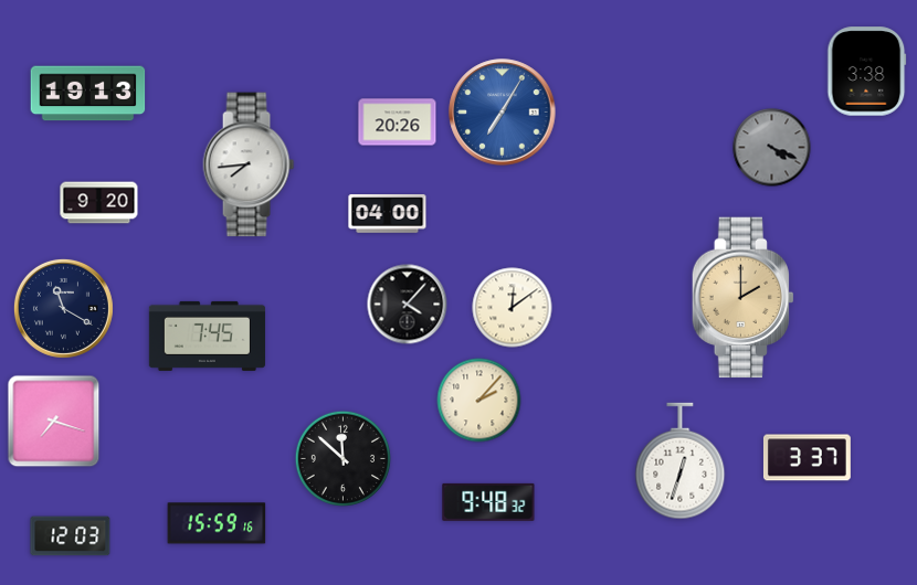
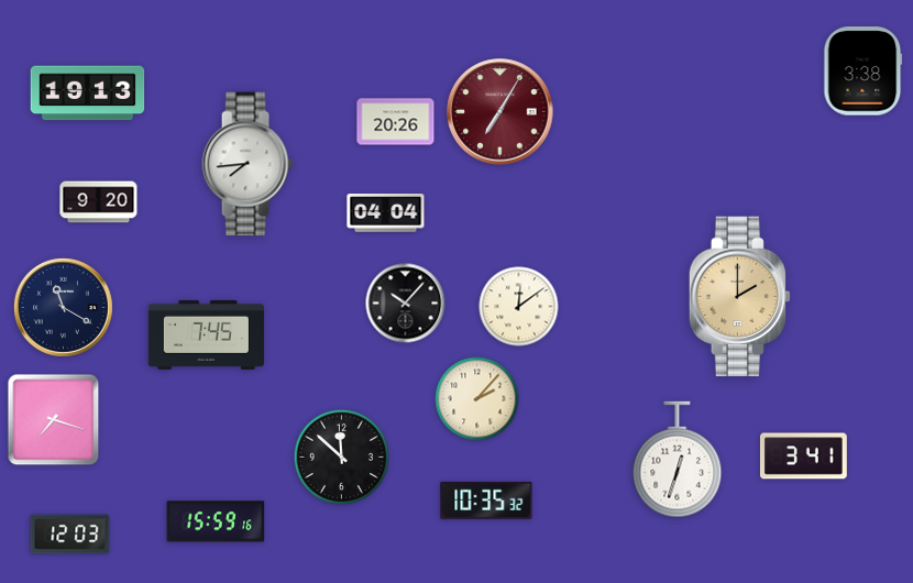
clock at (503, 113) dial: blue -> burgundy
clock at (772, 148): 4:19 -> none
clock at (388, 214): 04:00 -> 04:04
clock at (408, 305): 4:07 -> 10:07
clock at (513, 308) position: (513, 308) -> (519, 307)
clock at (807, 458): 3:37 -> 3:41
clock at (488, 502): 9:48 -> 10:35
